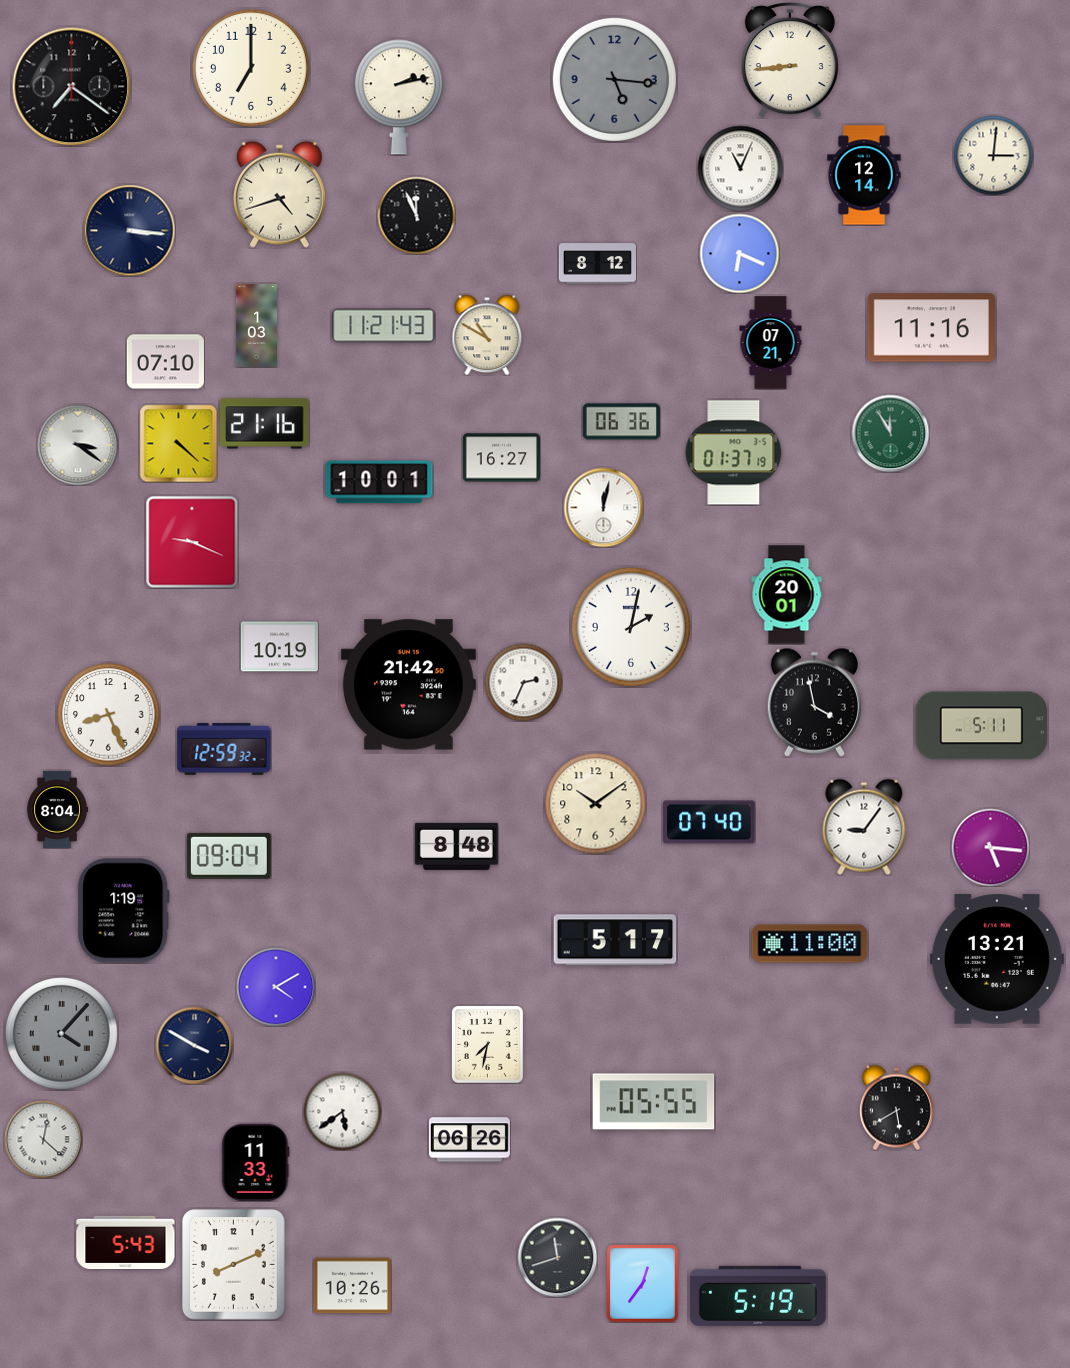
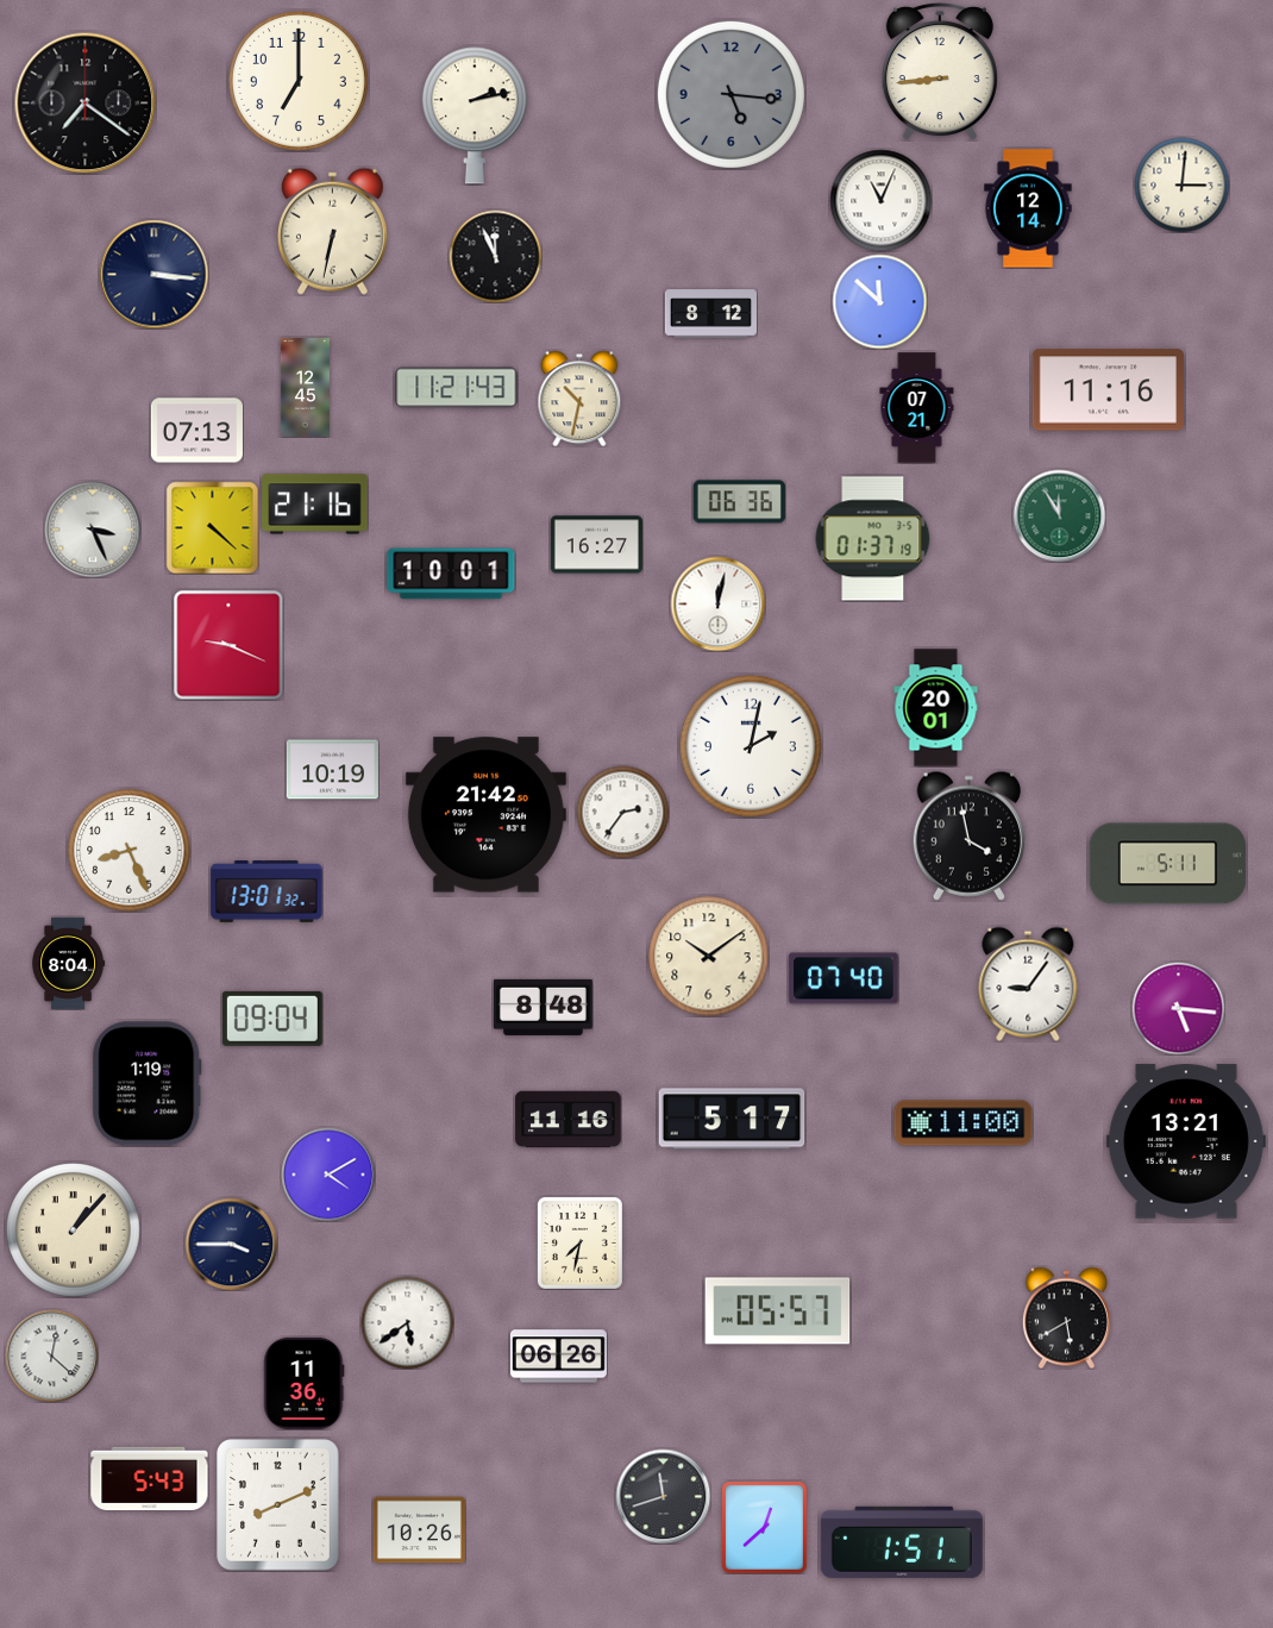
clock at (279, 194): 4:42 -> 6:32
clock at (739, 253): 6:19 -> 11:52
clock at (256, 326): 1:03 -> 12:45
clock at (487, 335): 10:50 -> 10:32
clock at (165, 362): 07:10 -> 07:13
clock at (78, 445): 3:21 -> 3:26
clock at (523, 682): 2:34 -> 2:36
clock at (224, 750): 12:59 -> 13:01
clock at (569, 1120): none -> 11:16
clock at (62, 1034): 4:07 -> 1:07
clock at (62, 1034) dial: grey -> cream
clock at (194, 1045): 3:50 -> 3:45
clock at (654, 1102): 05:55 -> 05:57
clock at (256, 1162): 11:33 -> 11:36
clock at (642, 1283): 12:36 -> 12:38
clock at (758, 1296): 5:19 -> 1:51
